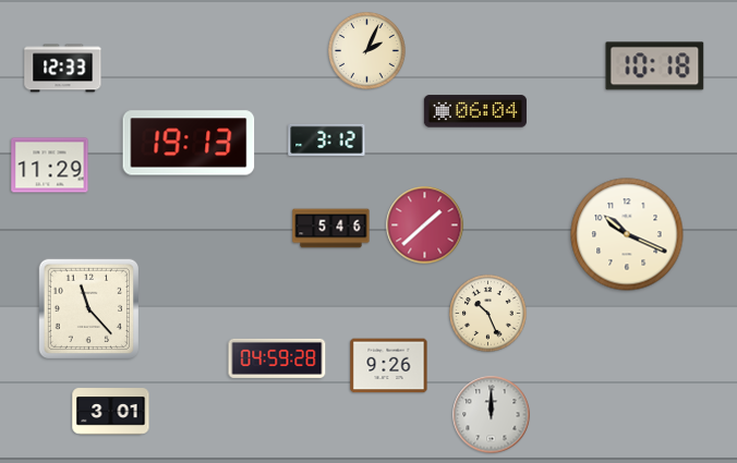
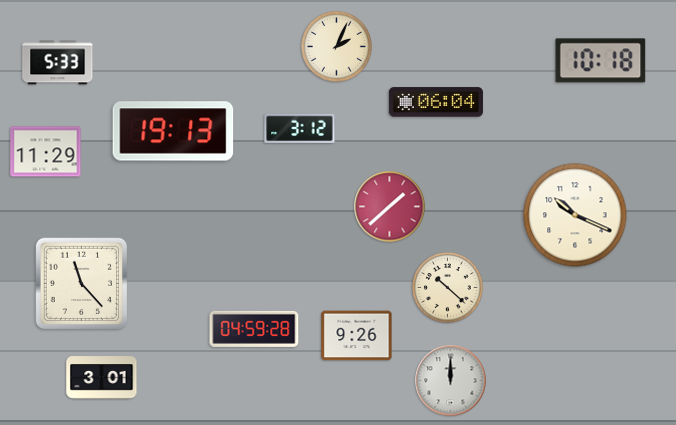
clock at (63, 69): 12:33 -> 5:33
clock at (331, 229): 5:46 -> none
clock at (488, 314): 10:26 -> 10:22
